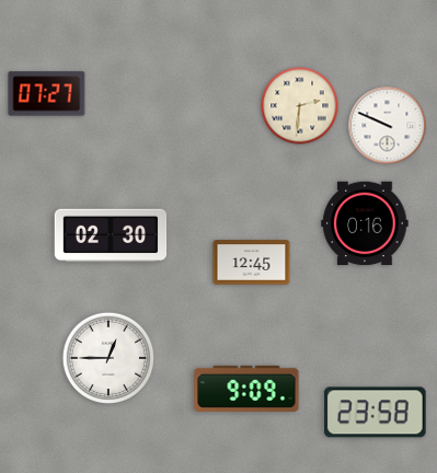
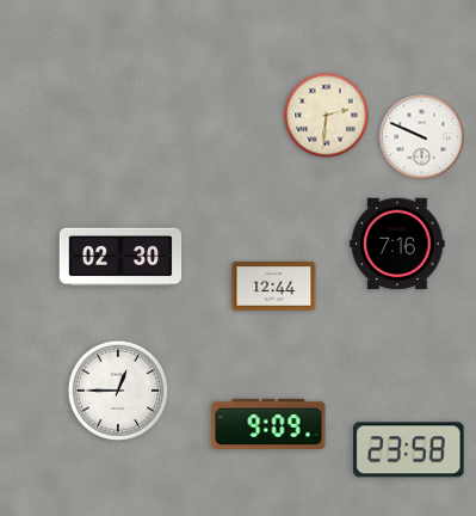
clock at (47, 94): 07:27 -> none
clock at (365, 223): 0:16 -> 7:16
clock at (252, 263): 12:45 -> 12:44
